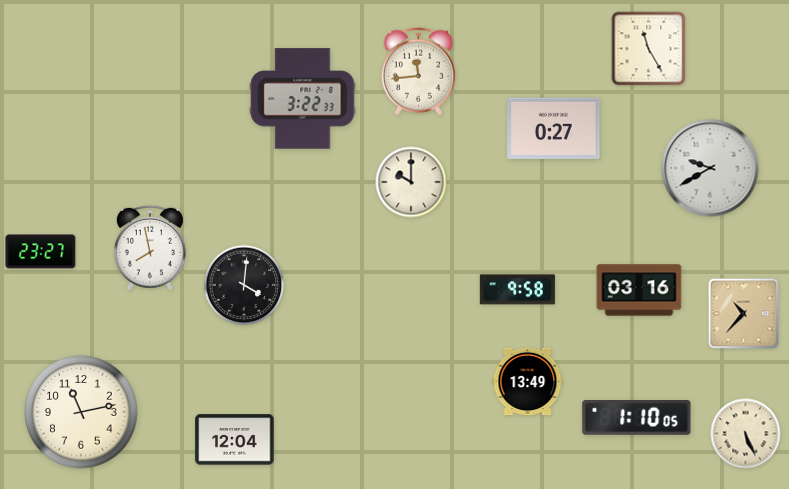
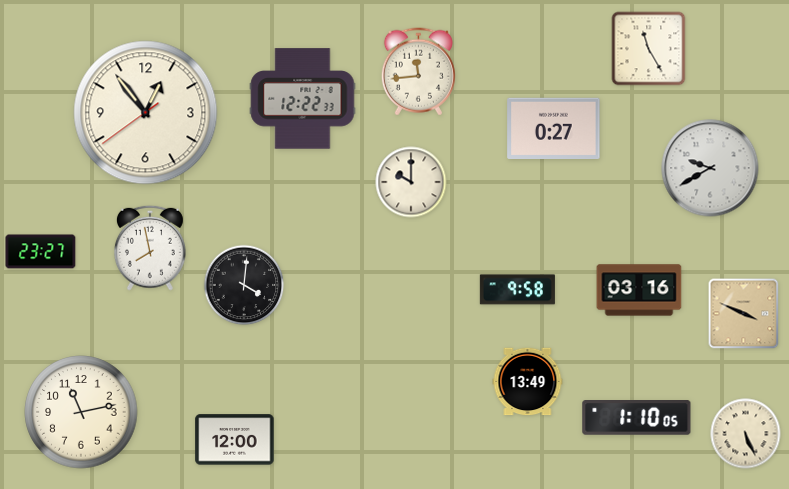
clock at (303, 99): 3:22 -> 12:22
clock at (146, 113): none -> 12:53
clock at (744, 314): 10:37 -> 3:49
clock at (235, 440): 12:04 -> 12:00
